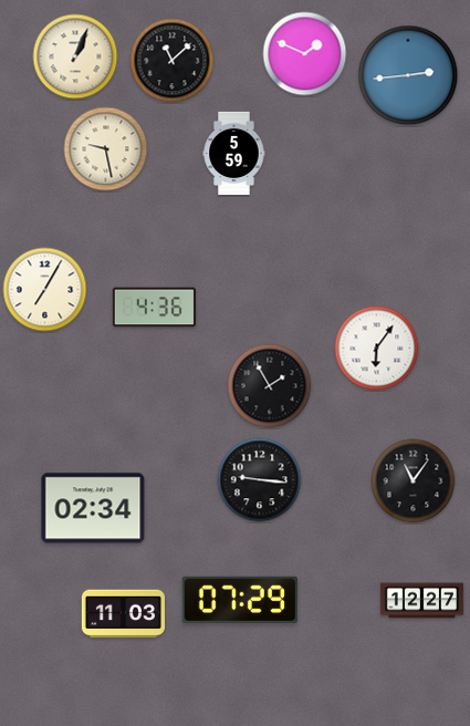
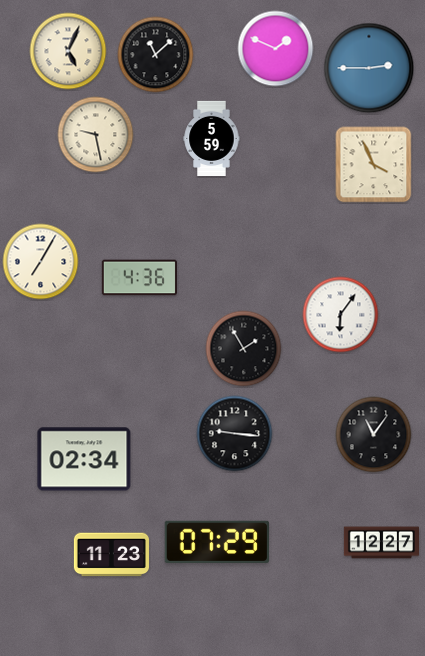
clock at (75, 56): 1:04 -> 5:04
clock at (408, 75): 2:44 -> 2:45
clock at (374, 165): none -> 3:56
clock at (123, 614): 11:03 -> 11:23
